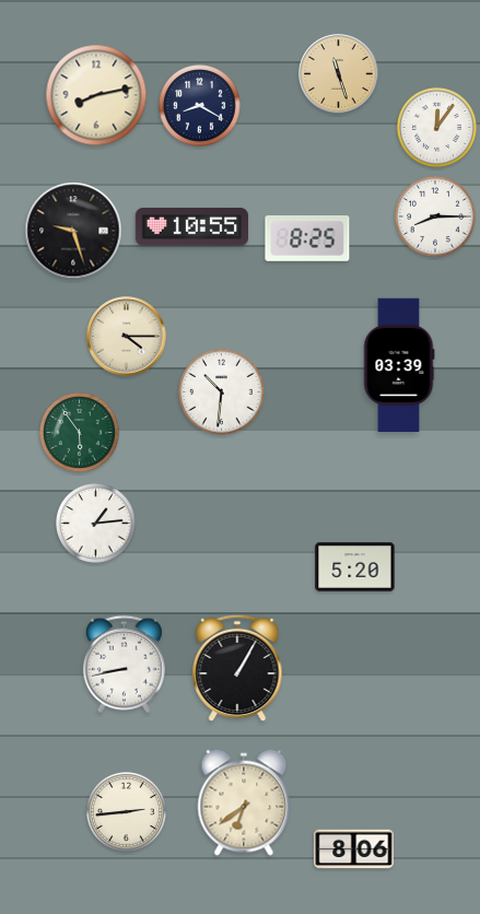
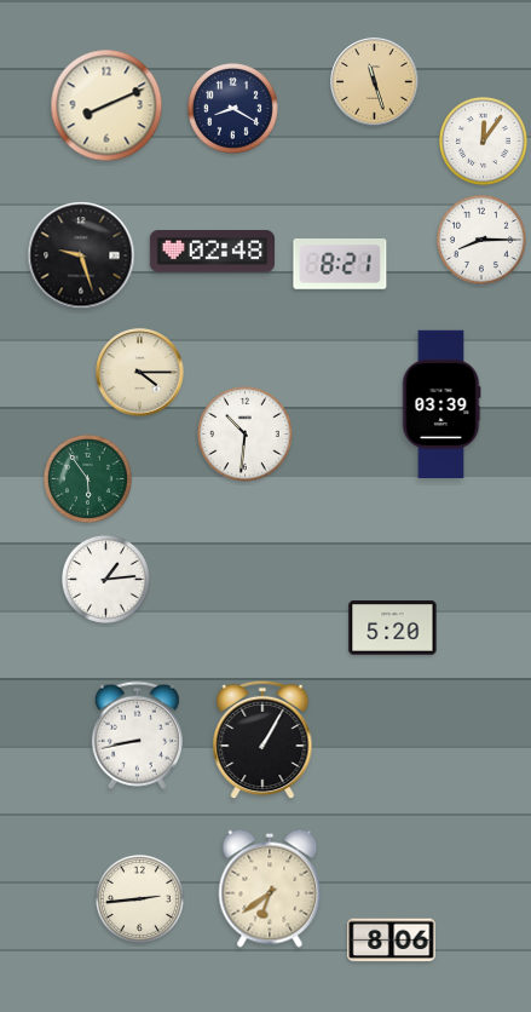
clock at (96, 95): 8:13 -> 8:11
clock at (200, 106) position: (200, 106) -> (233, 109)
clock at (191, 227): 10:55 -> 02:48
clock at (307, 238): 8:25 -> 8:21
